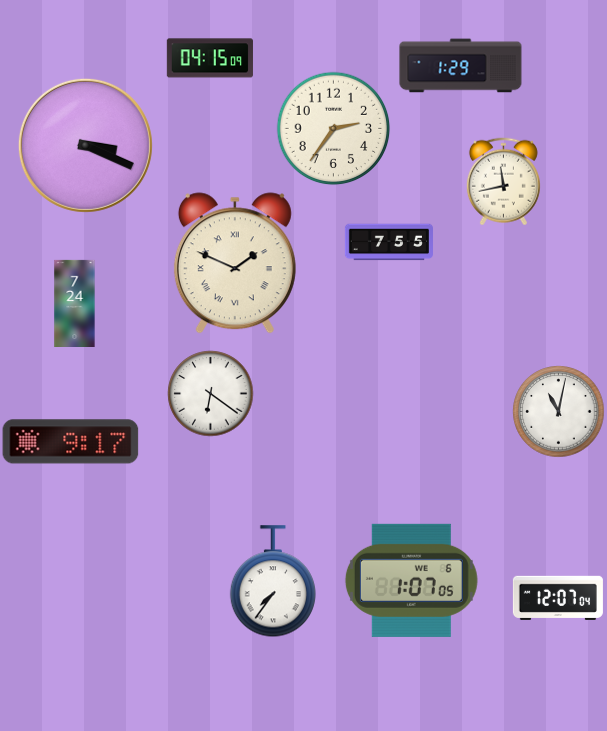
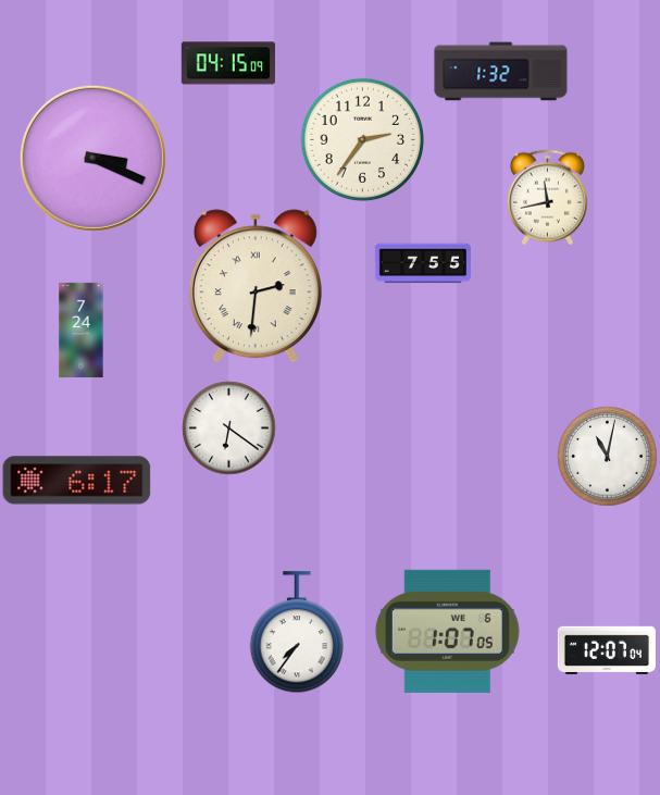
clock at (461, 66): 1:29 -> 1:32
clock at (235, 263): 1:49 -> 2:31
clock at (558, 411) position: (558, 411) -> (607, 456)
clock at (71, 442): 9:17 -> 6:17
